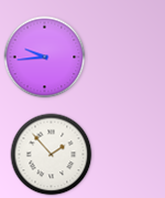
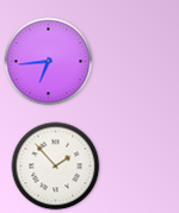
clock at (45, 58): 9:44 -> 6:44
